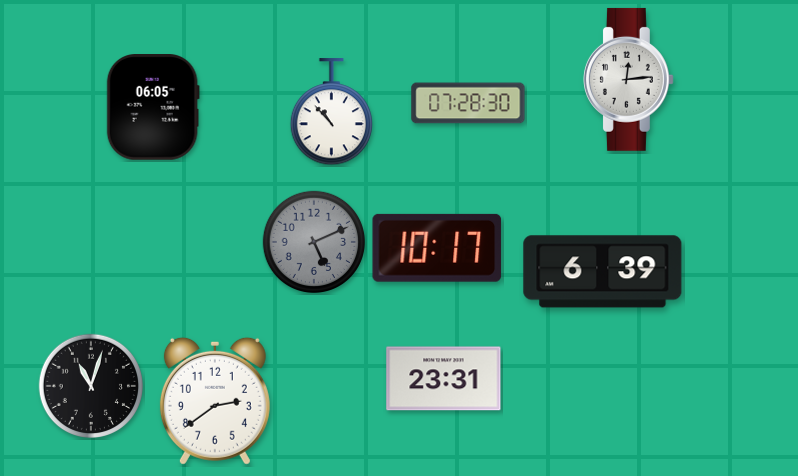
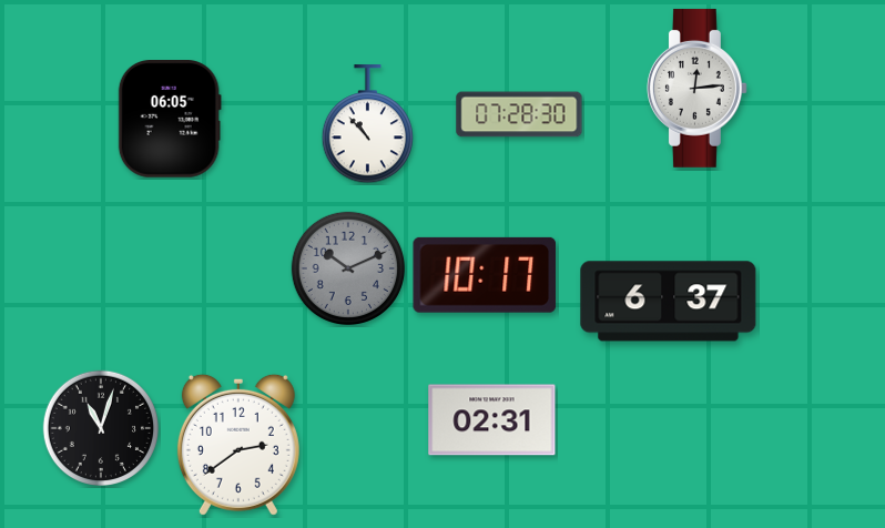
clock at (313, 241): 5:11 -> 10:11
clock at (603, 272): 6:39 -> 6:37
clock at (444, 379): 23:31 -> 02:31
